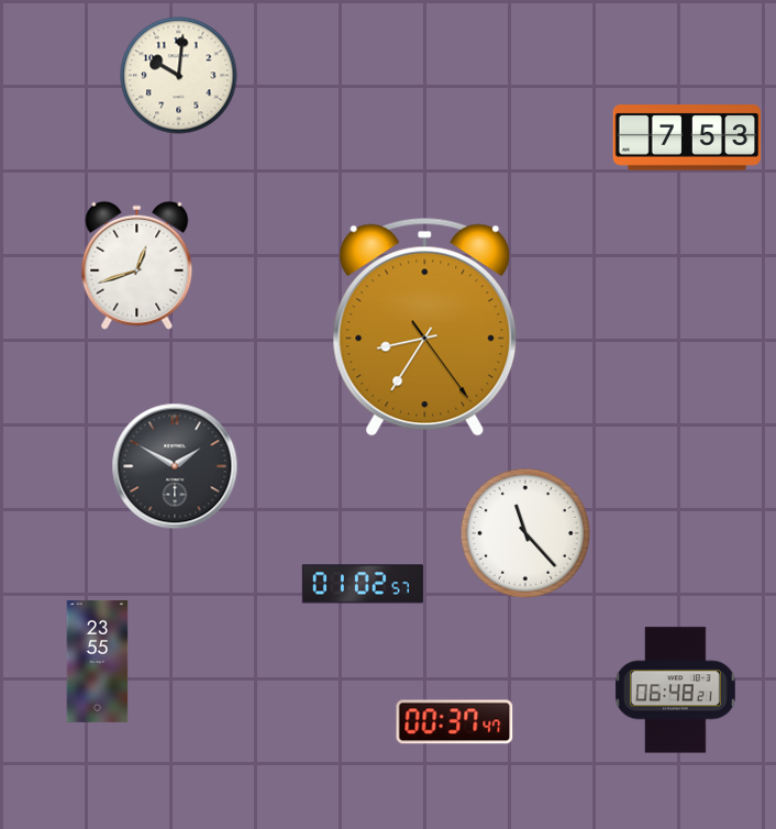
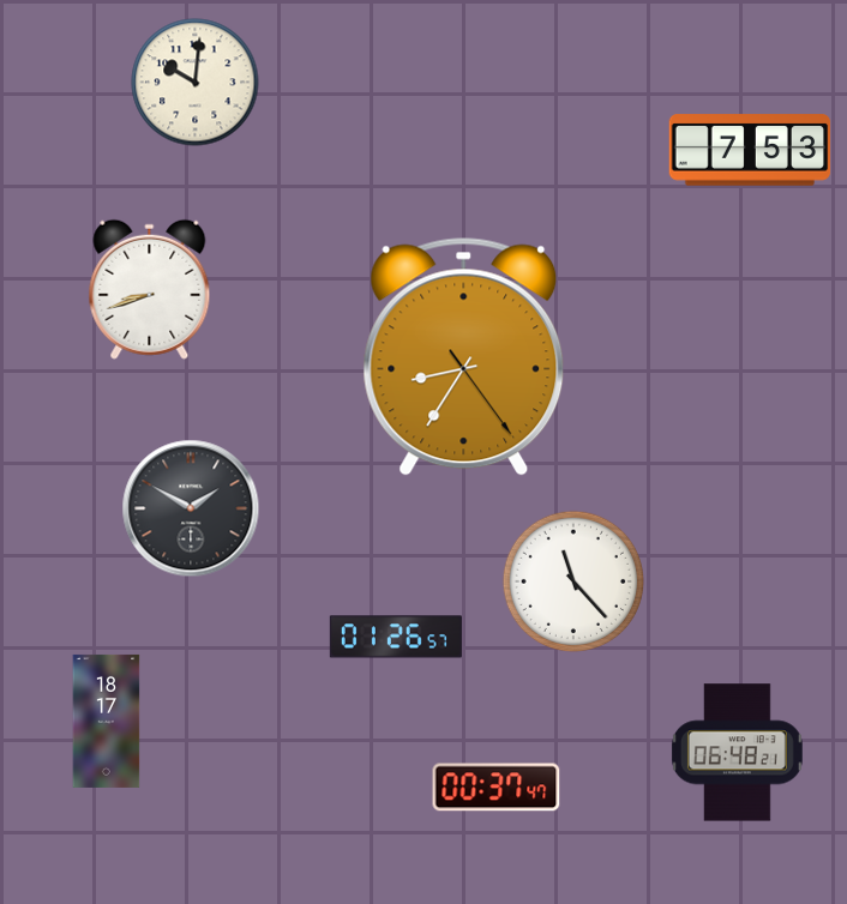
clock at (137, 265): 12:42 -> 8:42
clock at (363, 584): 01:02 -> 01:26
clock at (98, 661): 23:55 -> 18:17
